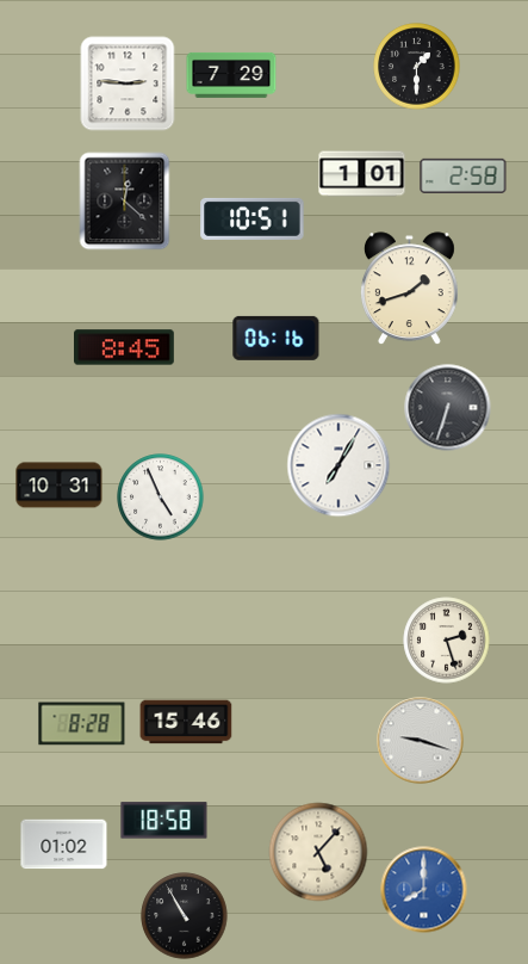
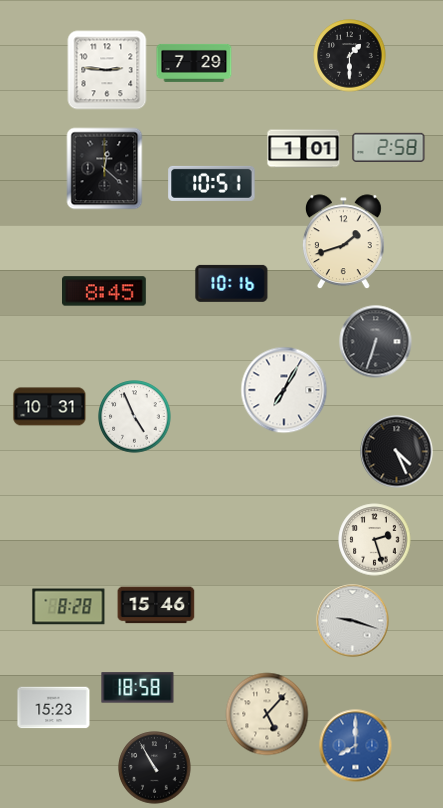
clock at (362, 174) position: (362, 174) -> (304, 149)
clock at (277, 338): 06:16 -> 10:16
clock at (397, 452): none -> 4:26
clock at (447, 641) position: (447, 641) -> (375, 540)
clock at (64, 845): 01:02 -> 15:23
